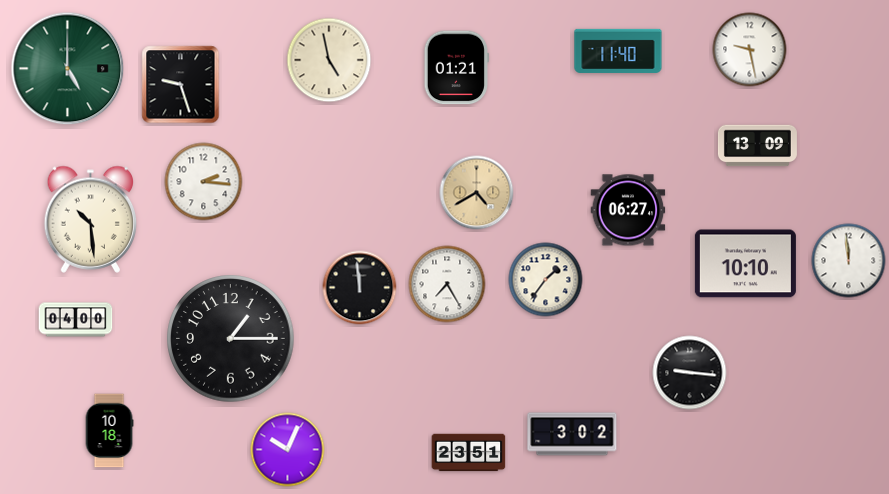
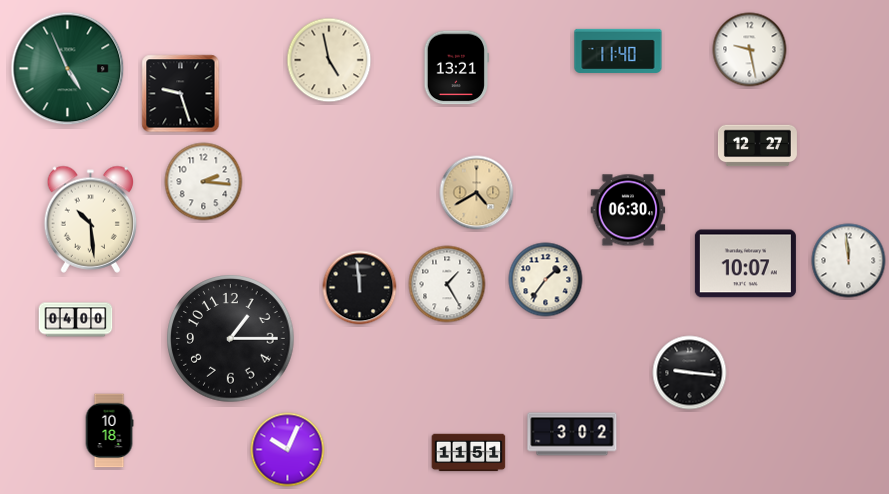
clock at (456, 68): 01:21 -> 13:21
clock at (68, 69): 5:00 -> 4:56
clock at (181, 85) position: (181, 85) -> (181, 94)
clock at (757, 146): 13:09 -> 12:27
clock at (628, 210): 06:27 -> 06:30
clock at (745, 264): 10:10 -> 10:07
clock at (447, 284): 7:25 -> 1:25
clock at (469, 453): 23:51 -> 11:51
